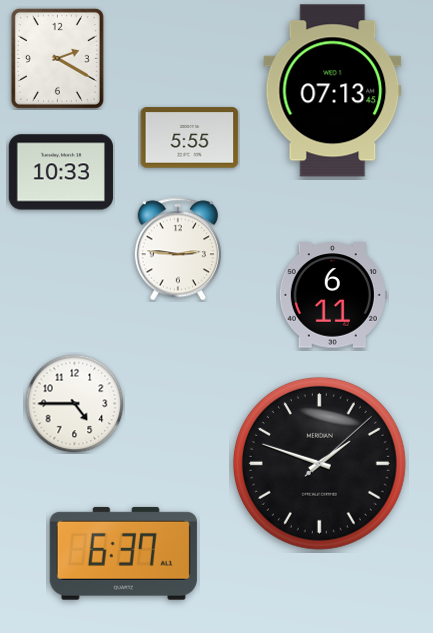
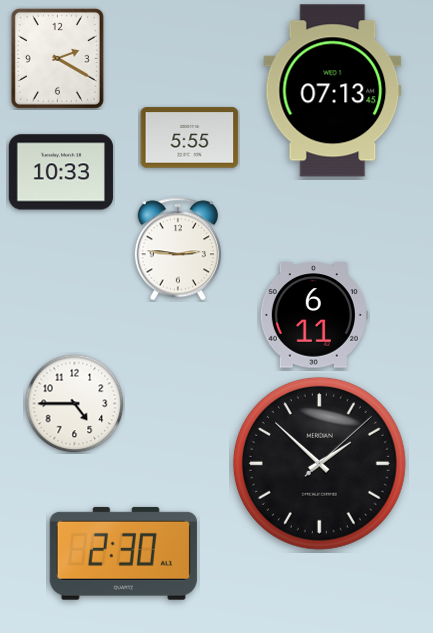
clock at (333, 295) position: (333, 295) -> (314, 315)
clock at (319, 463): 1:48 -> 1:52
clock at (123, 553): 6:37 -> 2:30
